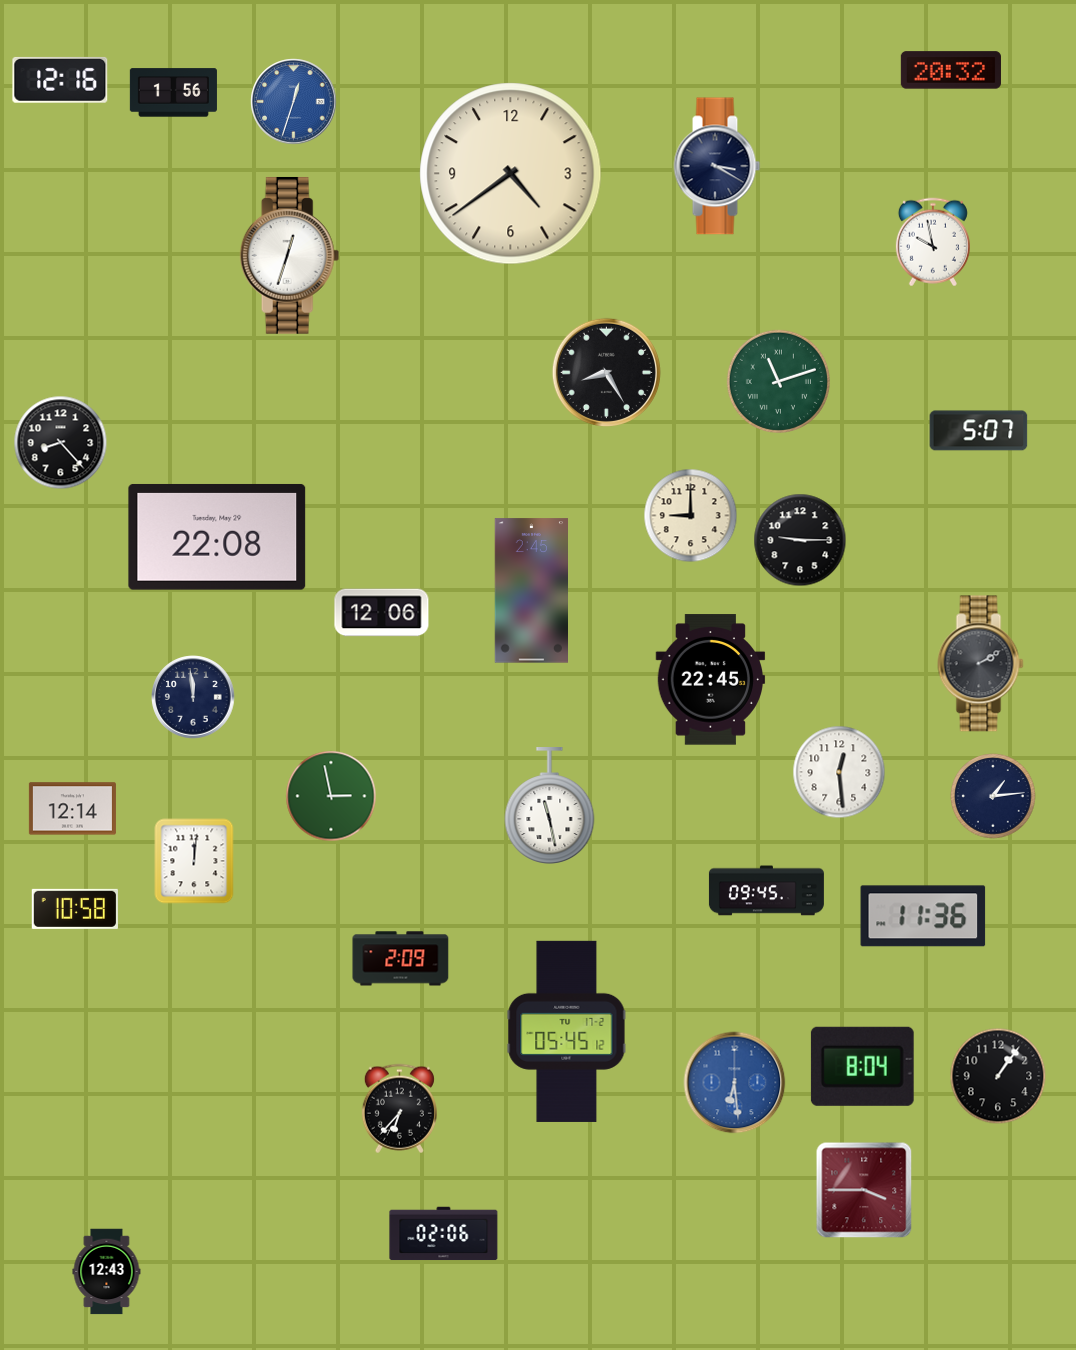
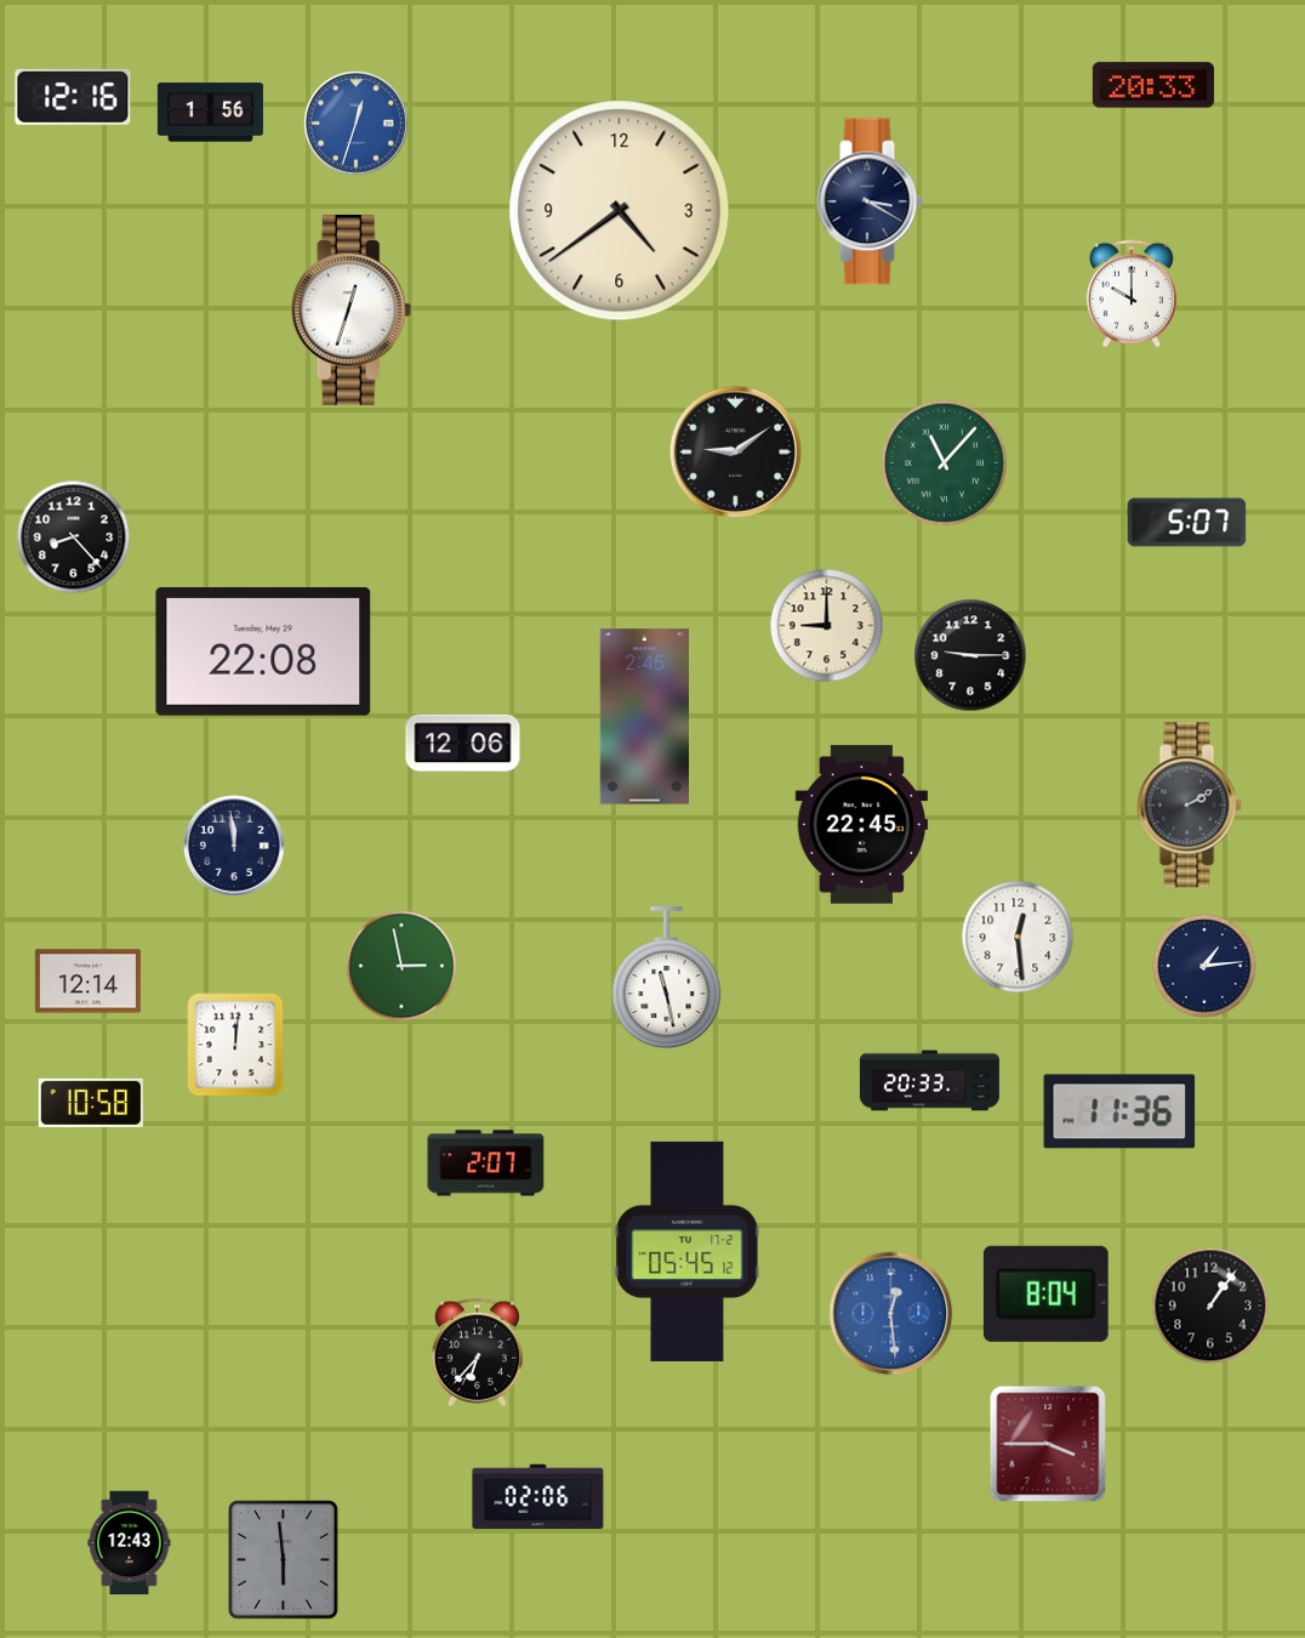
clock at (951, 70): 20:32 -> 20:33
clock at (933, 242): 9:58 -> 10:00
clock at (606, 372): 8:25 -> 9:09
clock at (778, 381): 11:12 -> 11:07
clock at (691, 516) position: (691, 516) -> (827, 626)
clock at (766, 891): 09:45 -> 20:33
clock at (401, 959): 2:09 -> 2:07
clock at (735, 1083): 6:29 -> 12:29
clock at (399, 1109) position: (399, 1109) -> (477, 1353)
clock at (284, 1560): none -> 5:59
